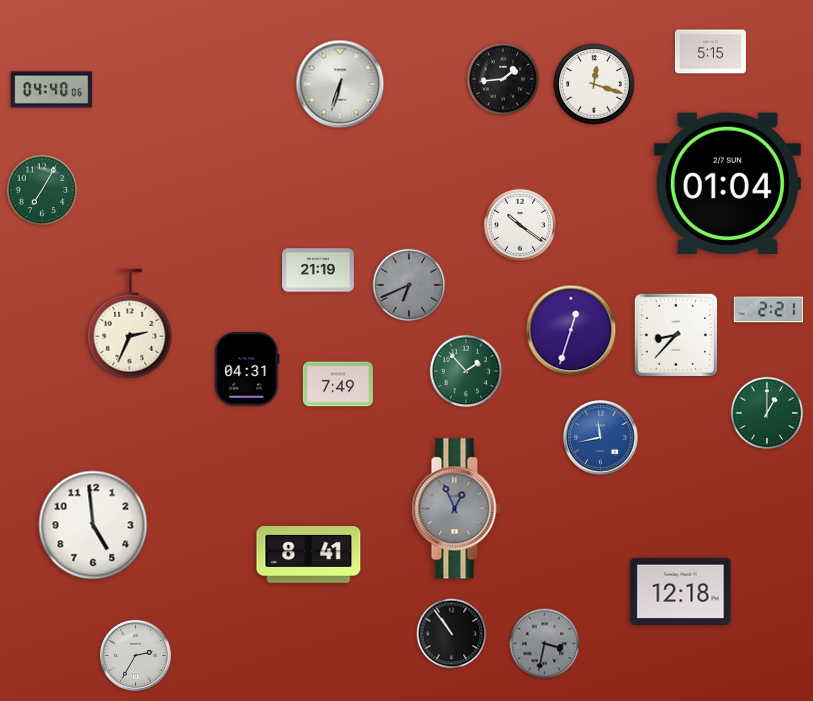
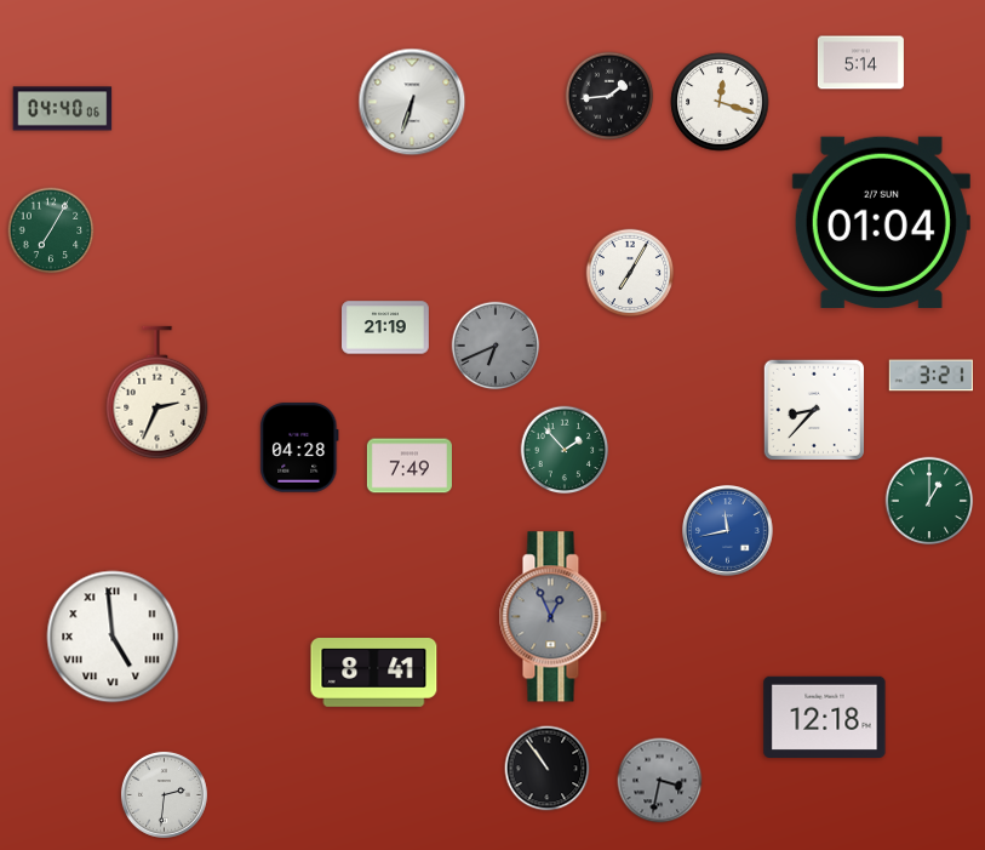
clock at (710, 52): 5:15 -> 5:14
clock at (520, 225): 10:21 -> 7:05
clock at (769, 310): 2:21 -> 3:21
clock at (571, 330): 12:33 -> none
clock at (676, 335) position: (676, 335) -> (814, 410)
clock at (247, 369): 04:31 -> 04:28
clock at (93, 525) numerals: Arabic -> Roman
clock at (135, 655): 2:35 -> 2:31
